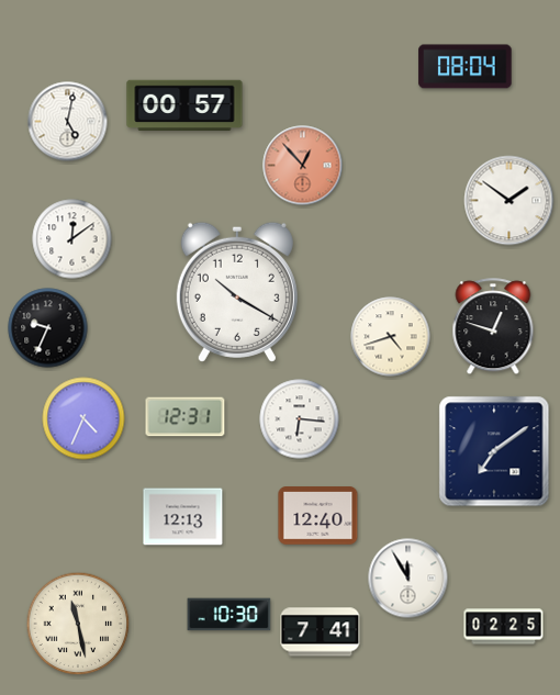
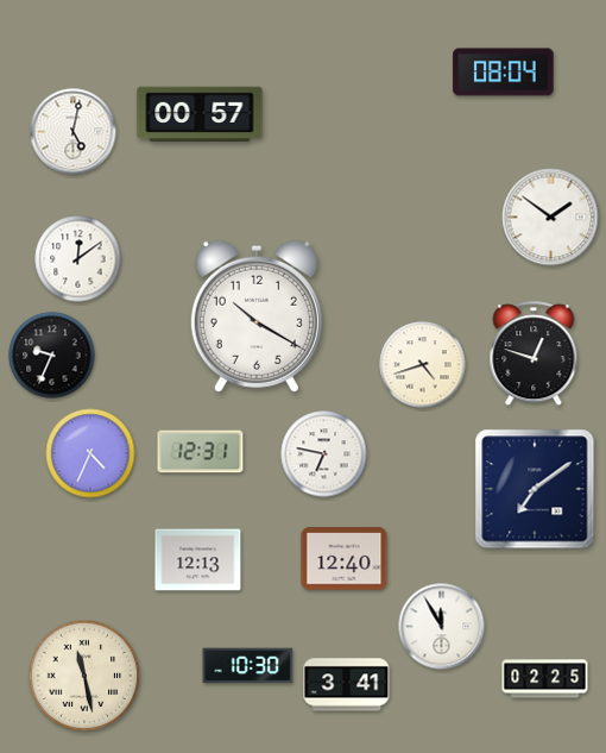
clock at (303, 166): 12:53 -> none
clock at (300, 419): 6:16 -> 6:47
clock at (321, 632): 7:41 -> 3:41
